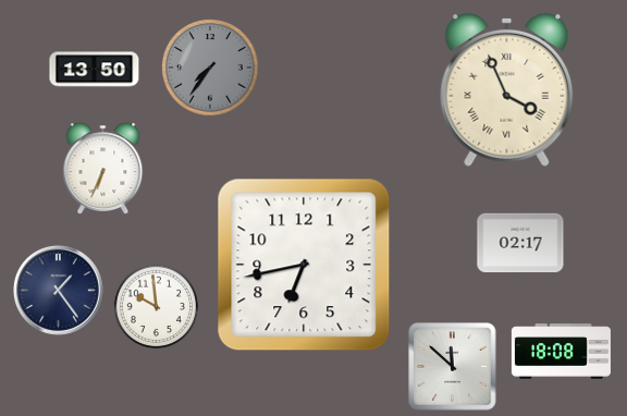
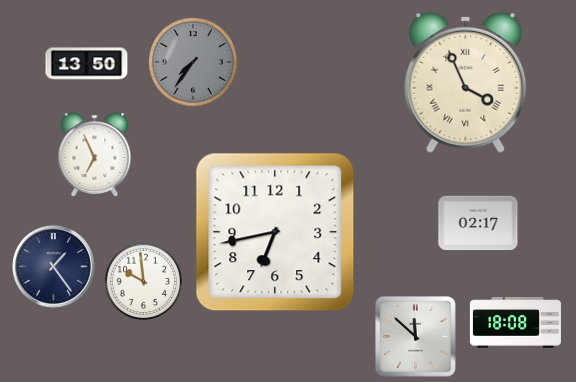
clock at (103, 169): 6:34 -> 6:56
clock at (304, 265) position: (304, 265) -> (275, 232)
